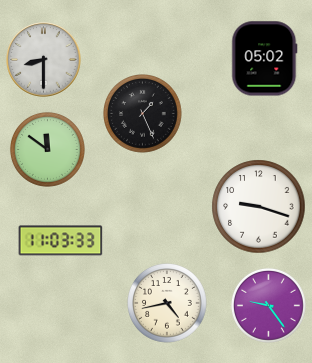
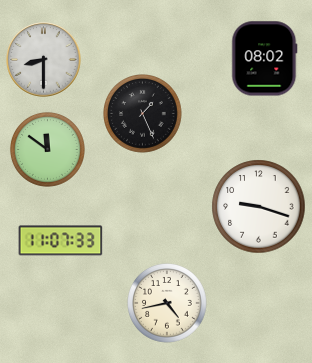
clock at (265, 59): 05:02 -> 08:02
clock at (61, 241): 11:03 -> 11:07
clock at (268, 305): 9:24 -> none
